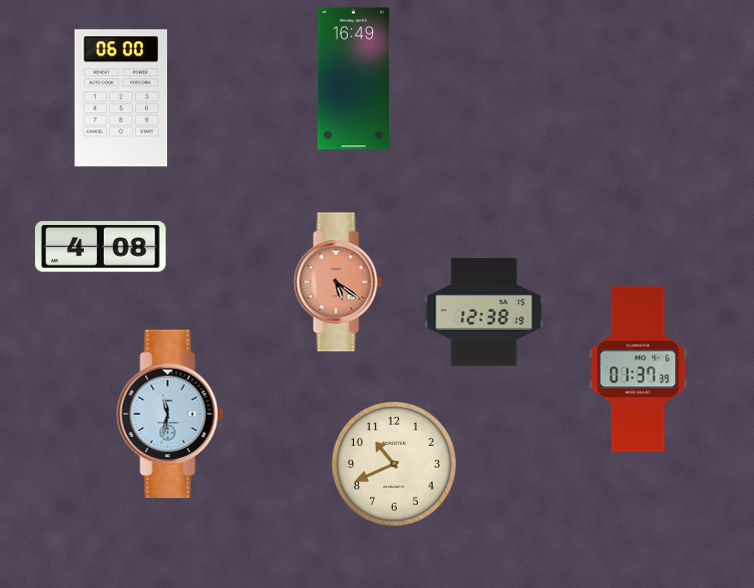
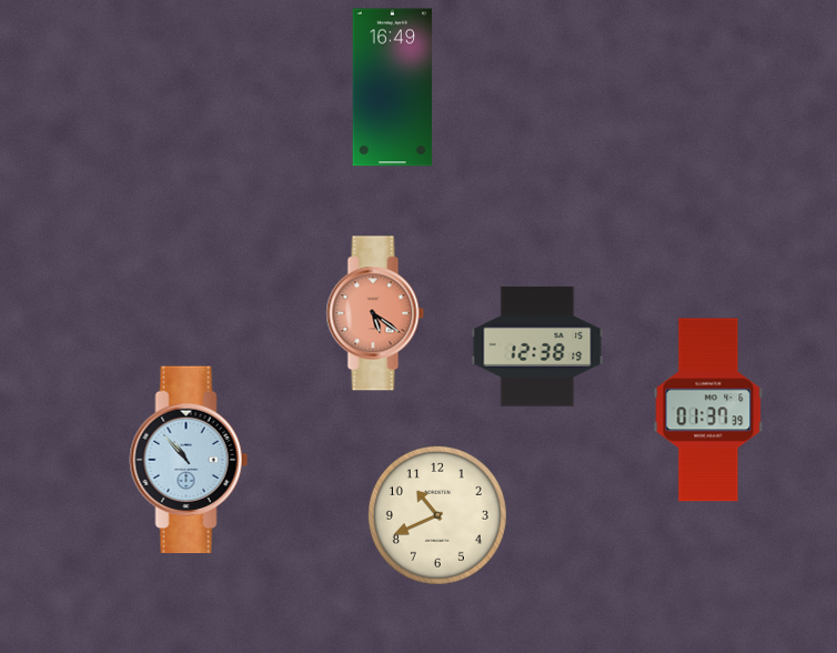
clock at (121, 98): 06:00 -> none
clock at (101, 247): 4:08 -> none
clock at (170, 414): 11:32 -> 10:53
